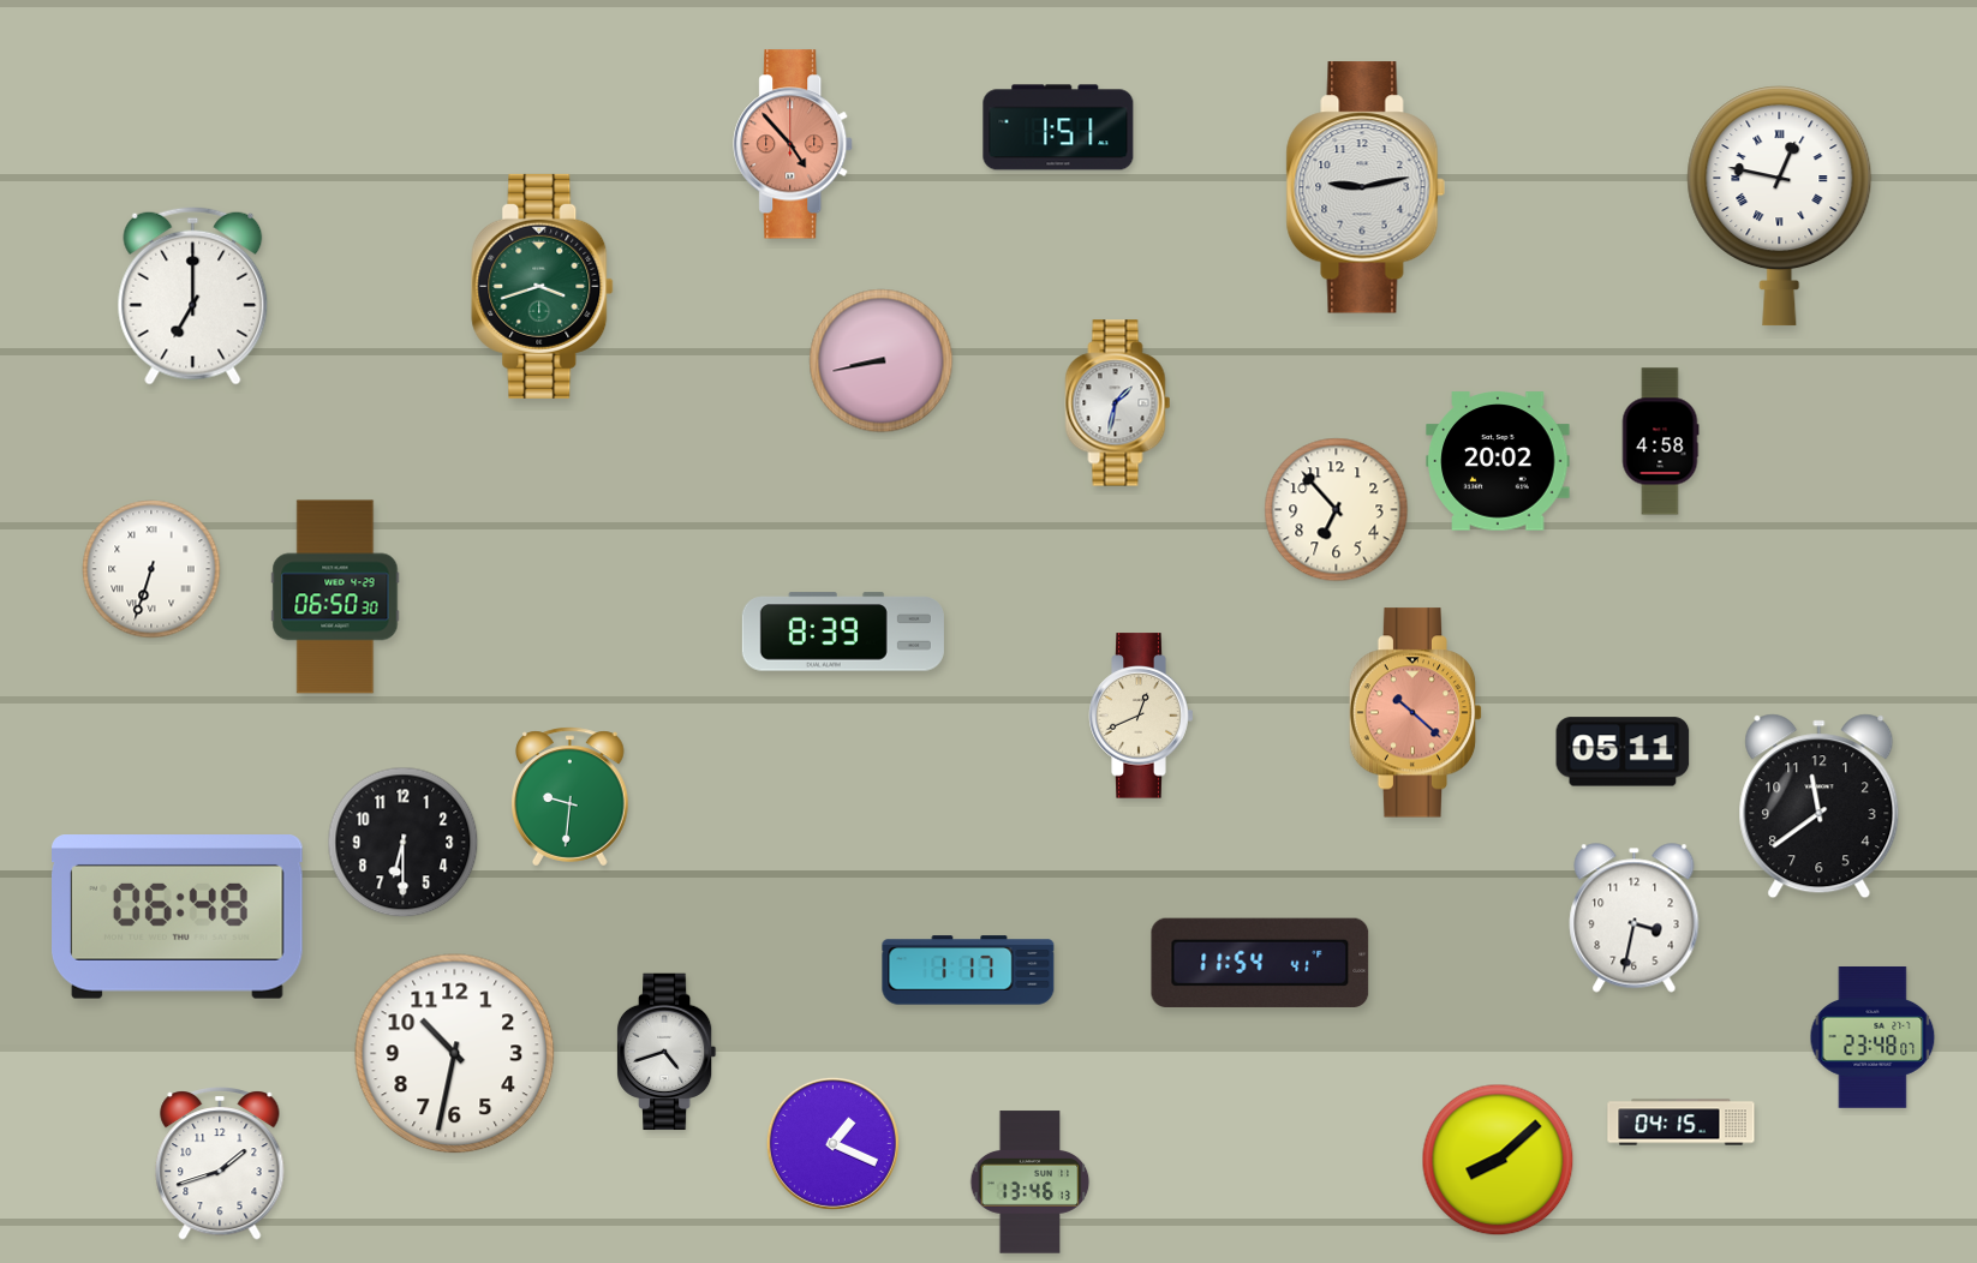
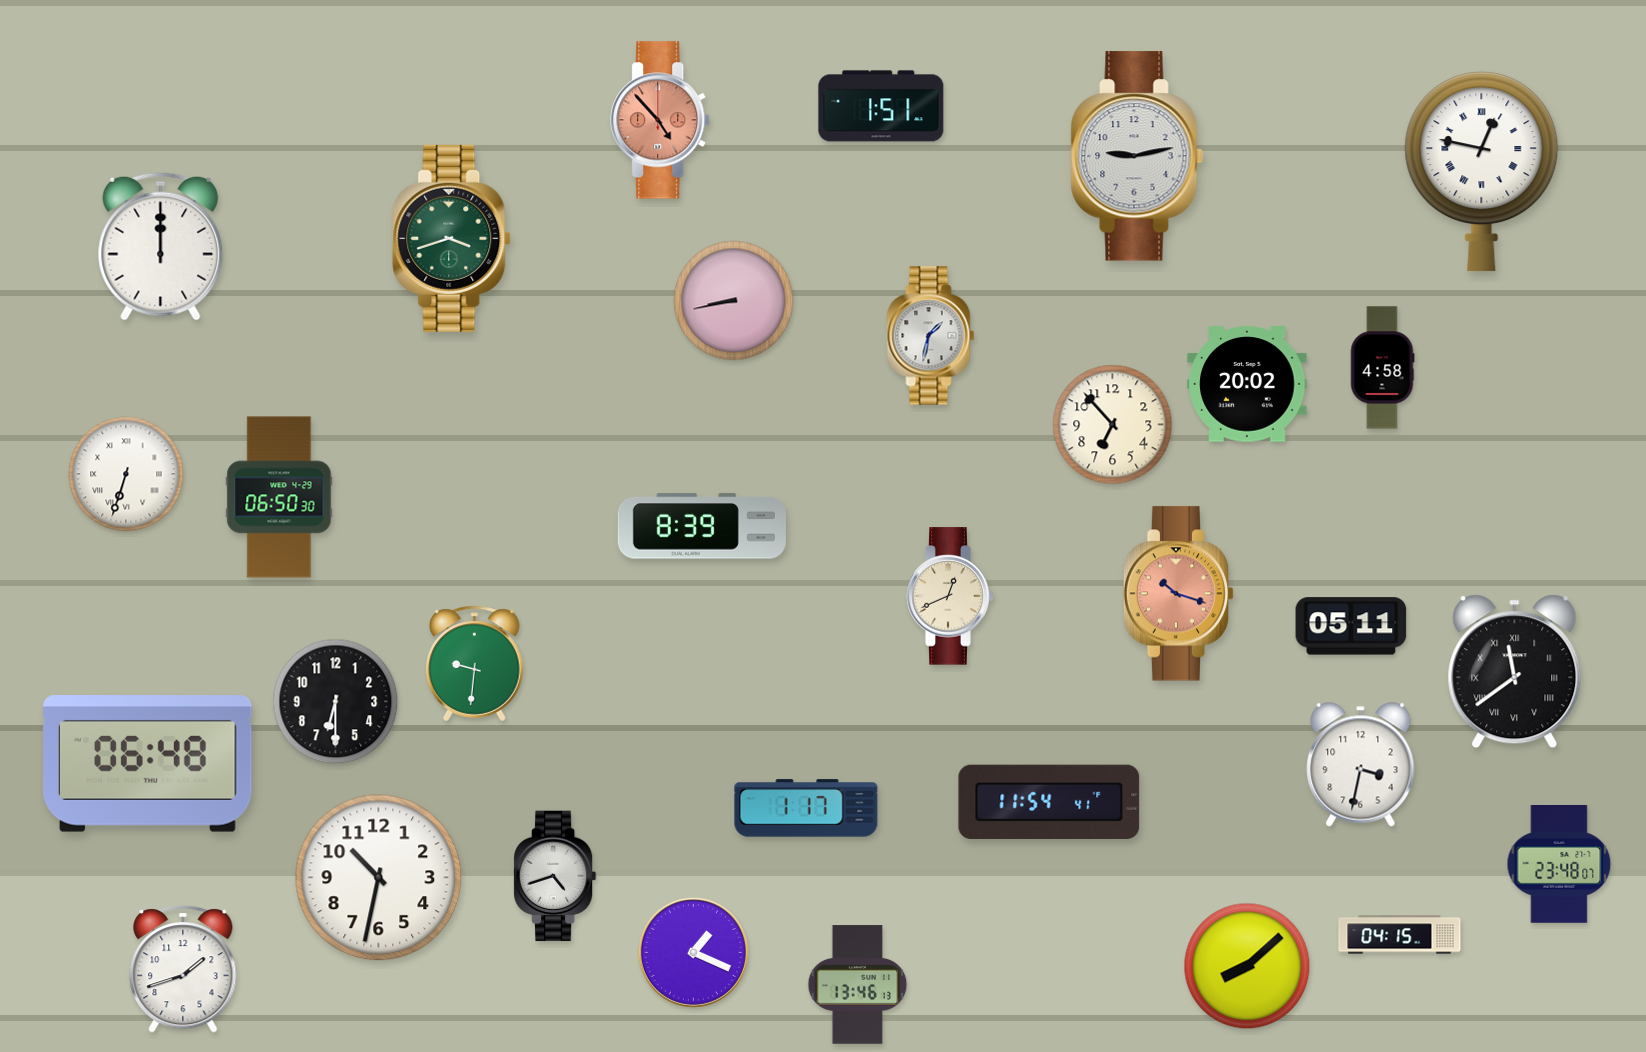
clock at (193, 295): 7:00 -> 12:00
clock at (1416, 713): 10:22 -> 10:18
clock at (1820, 807) numerals: Arabic -> Roman
